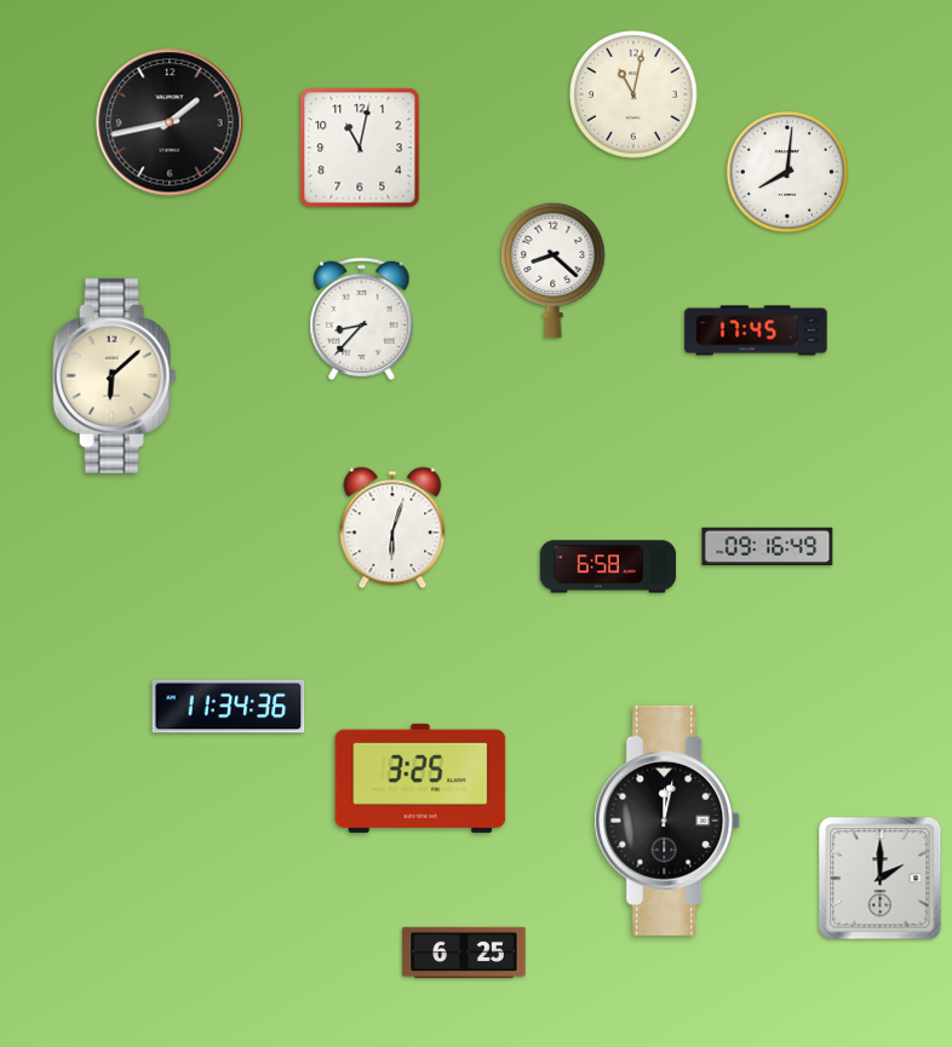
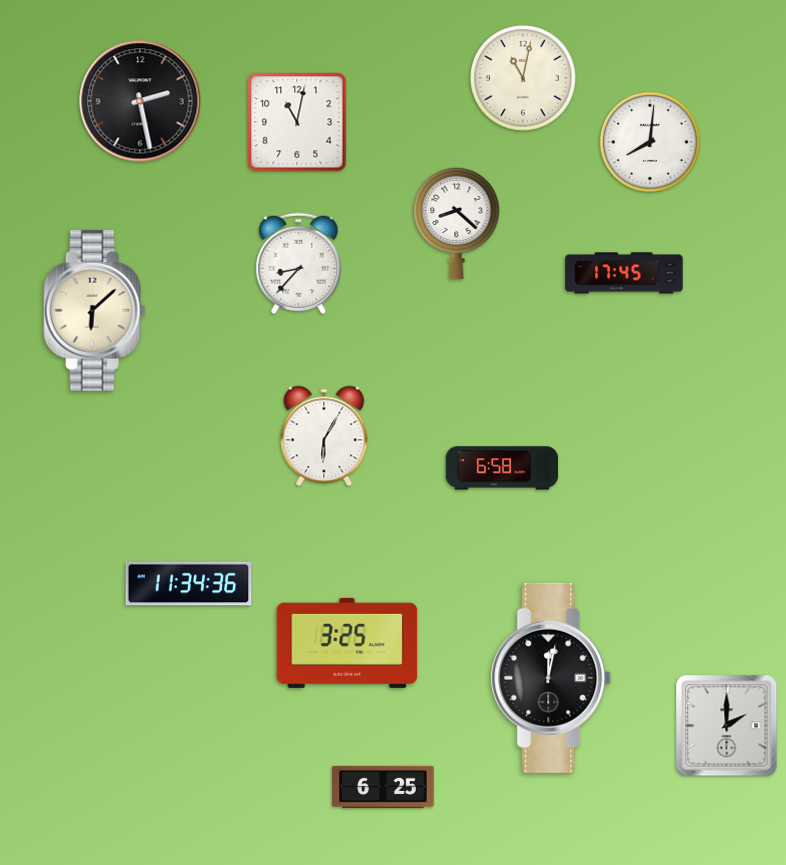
clock at (170, 122): 1:43 -> 2:28
clock at (392, 528): 6:03 -> 6:05
clock at (768, 547): 09:16 -> none
